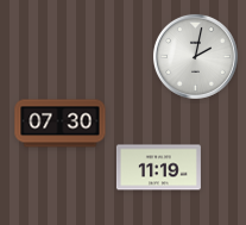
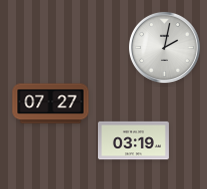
clock at (61, 124): 07:30 -> 07:27
clock at (158, 168): 11:19 -> 03:19
